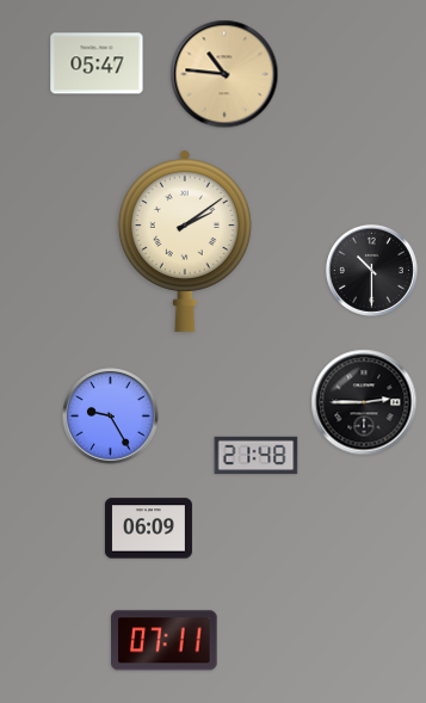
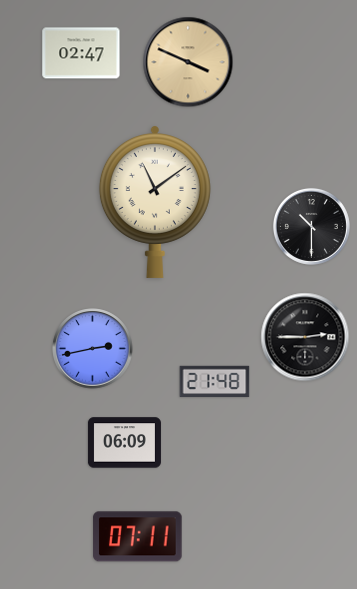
clock at (97, 63): 05:47 -> 02:47
clock at (224, 74): 10:46 -> 3:49
clock at (185, 241): 2:09 -> 11:09
clock at (111, 417): 9:25 -> 2:43
